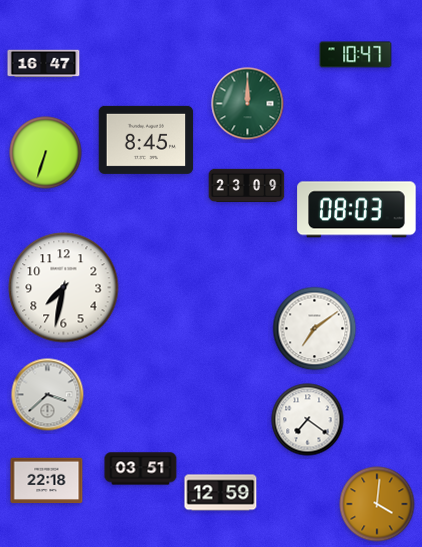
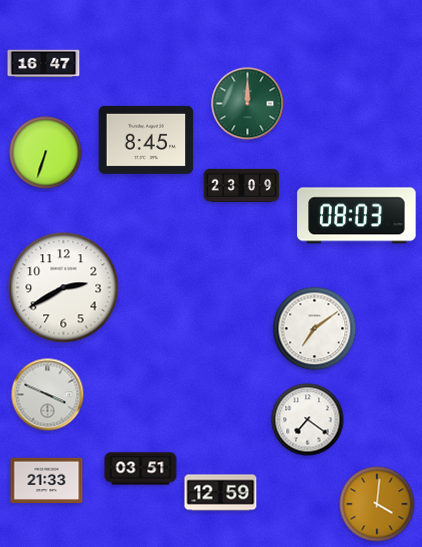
clock at (356, 55): 10:47 -> none
clock at (247, 185) position: (247, 185) -> (242, 185)
clock at (357, 210) position: (357, 210) -> (357, 216)
clock at (64, 288): 7:32 -> 2:40
clock at (48, 395): 3:38 -> 3:49
clock at (47, 481): 22:18 -> 21:33
